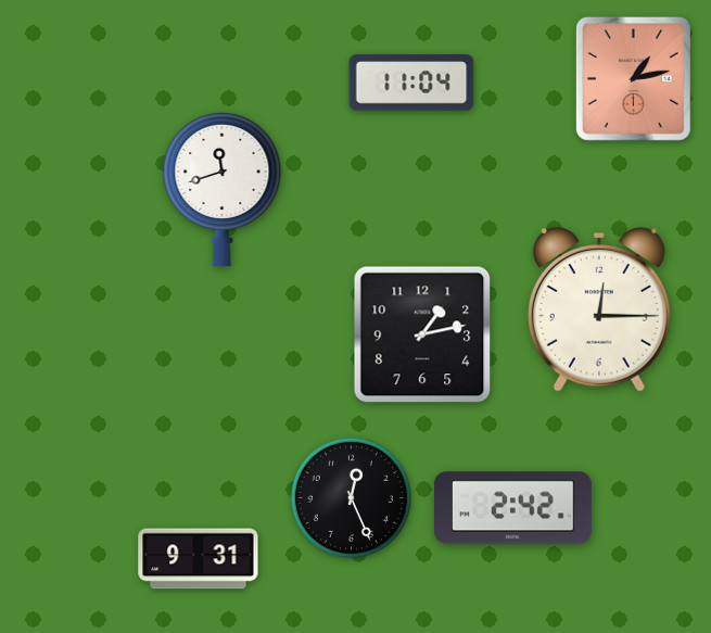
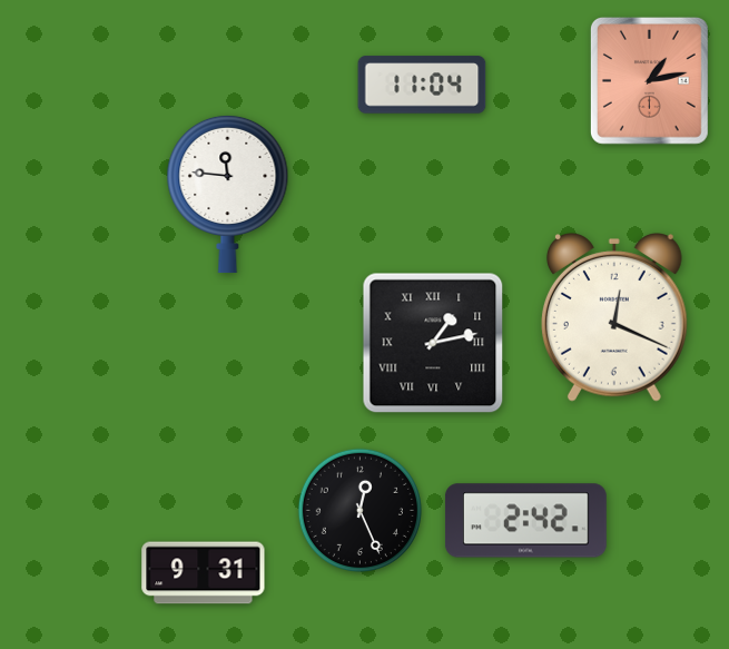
clock at (223, 189): 11:42 -> 11:46
clock at (599, 311): 12:15 -> 12:19
clock at (422, 334) numerals: Arabic -> Roman
